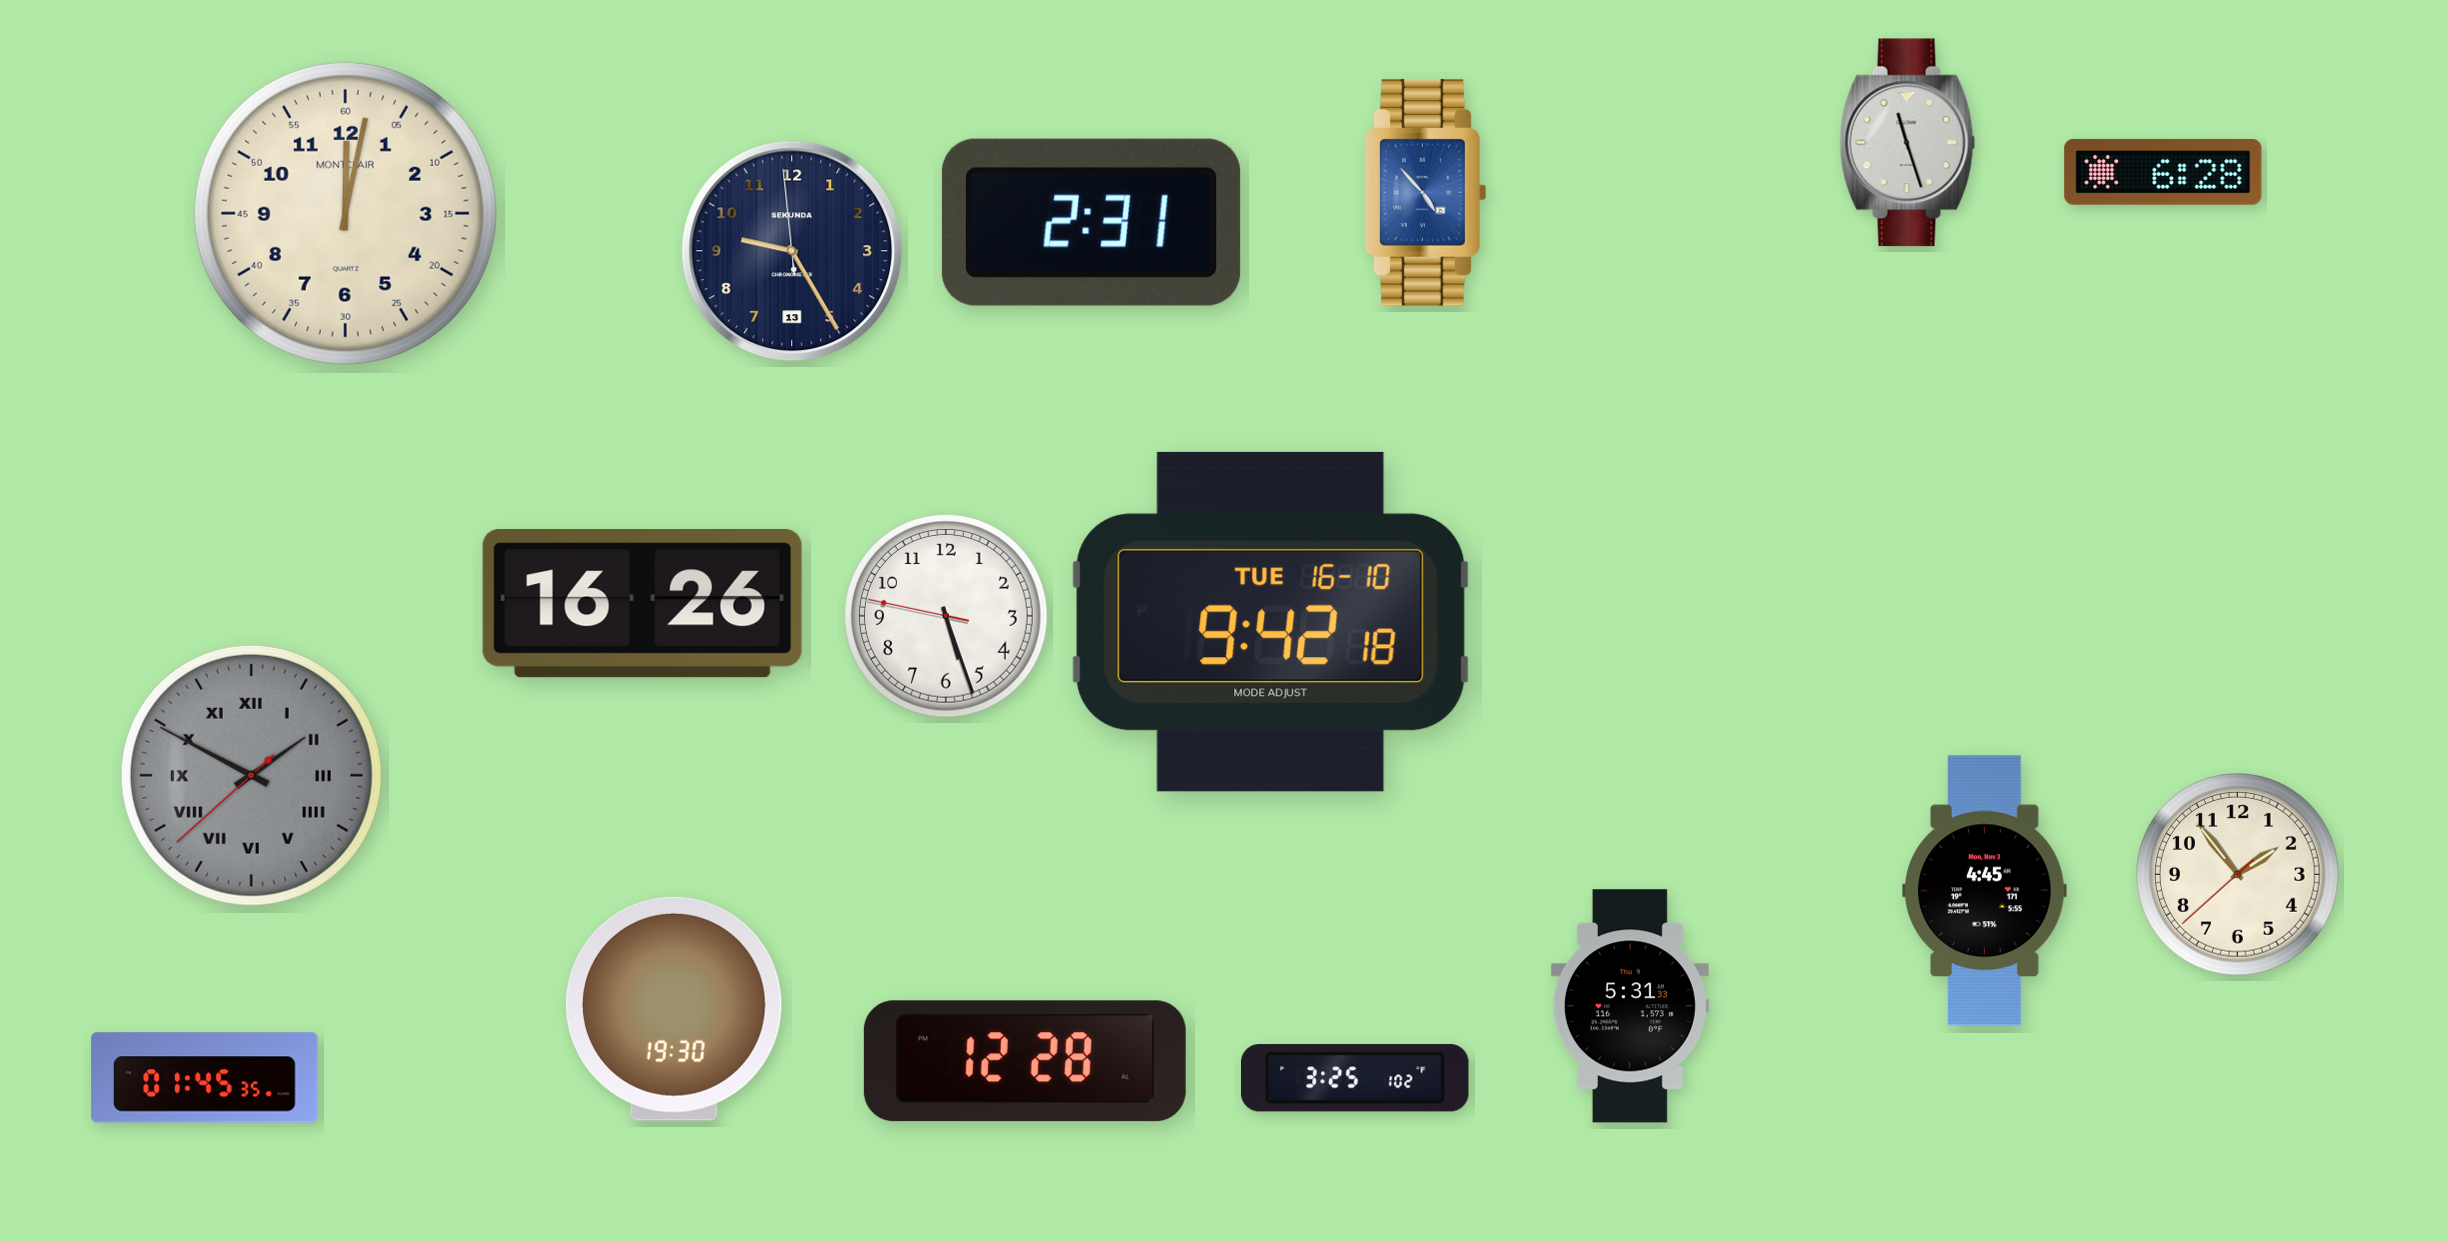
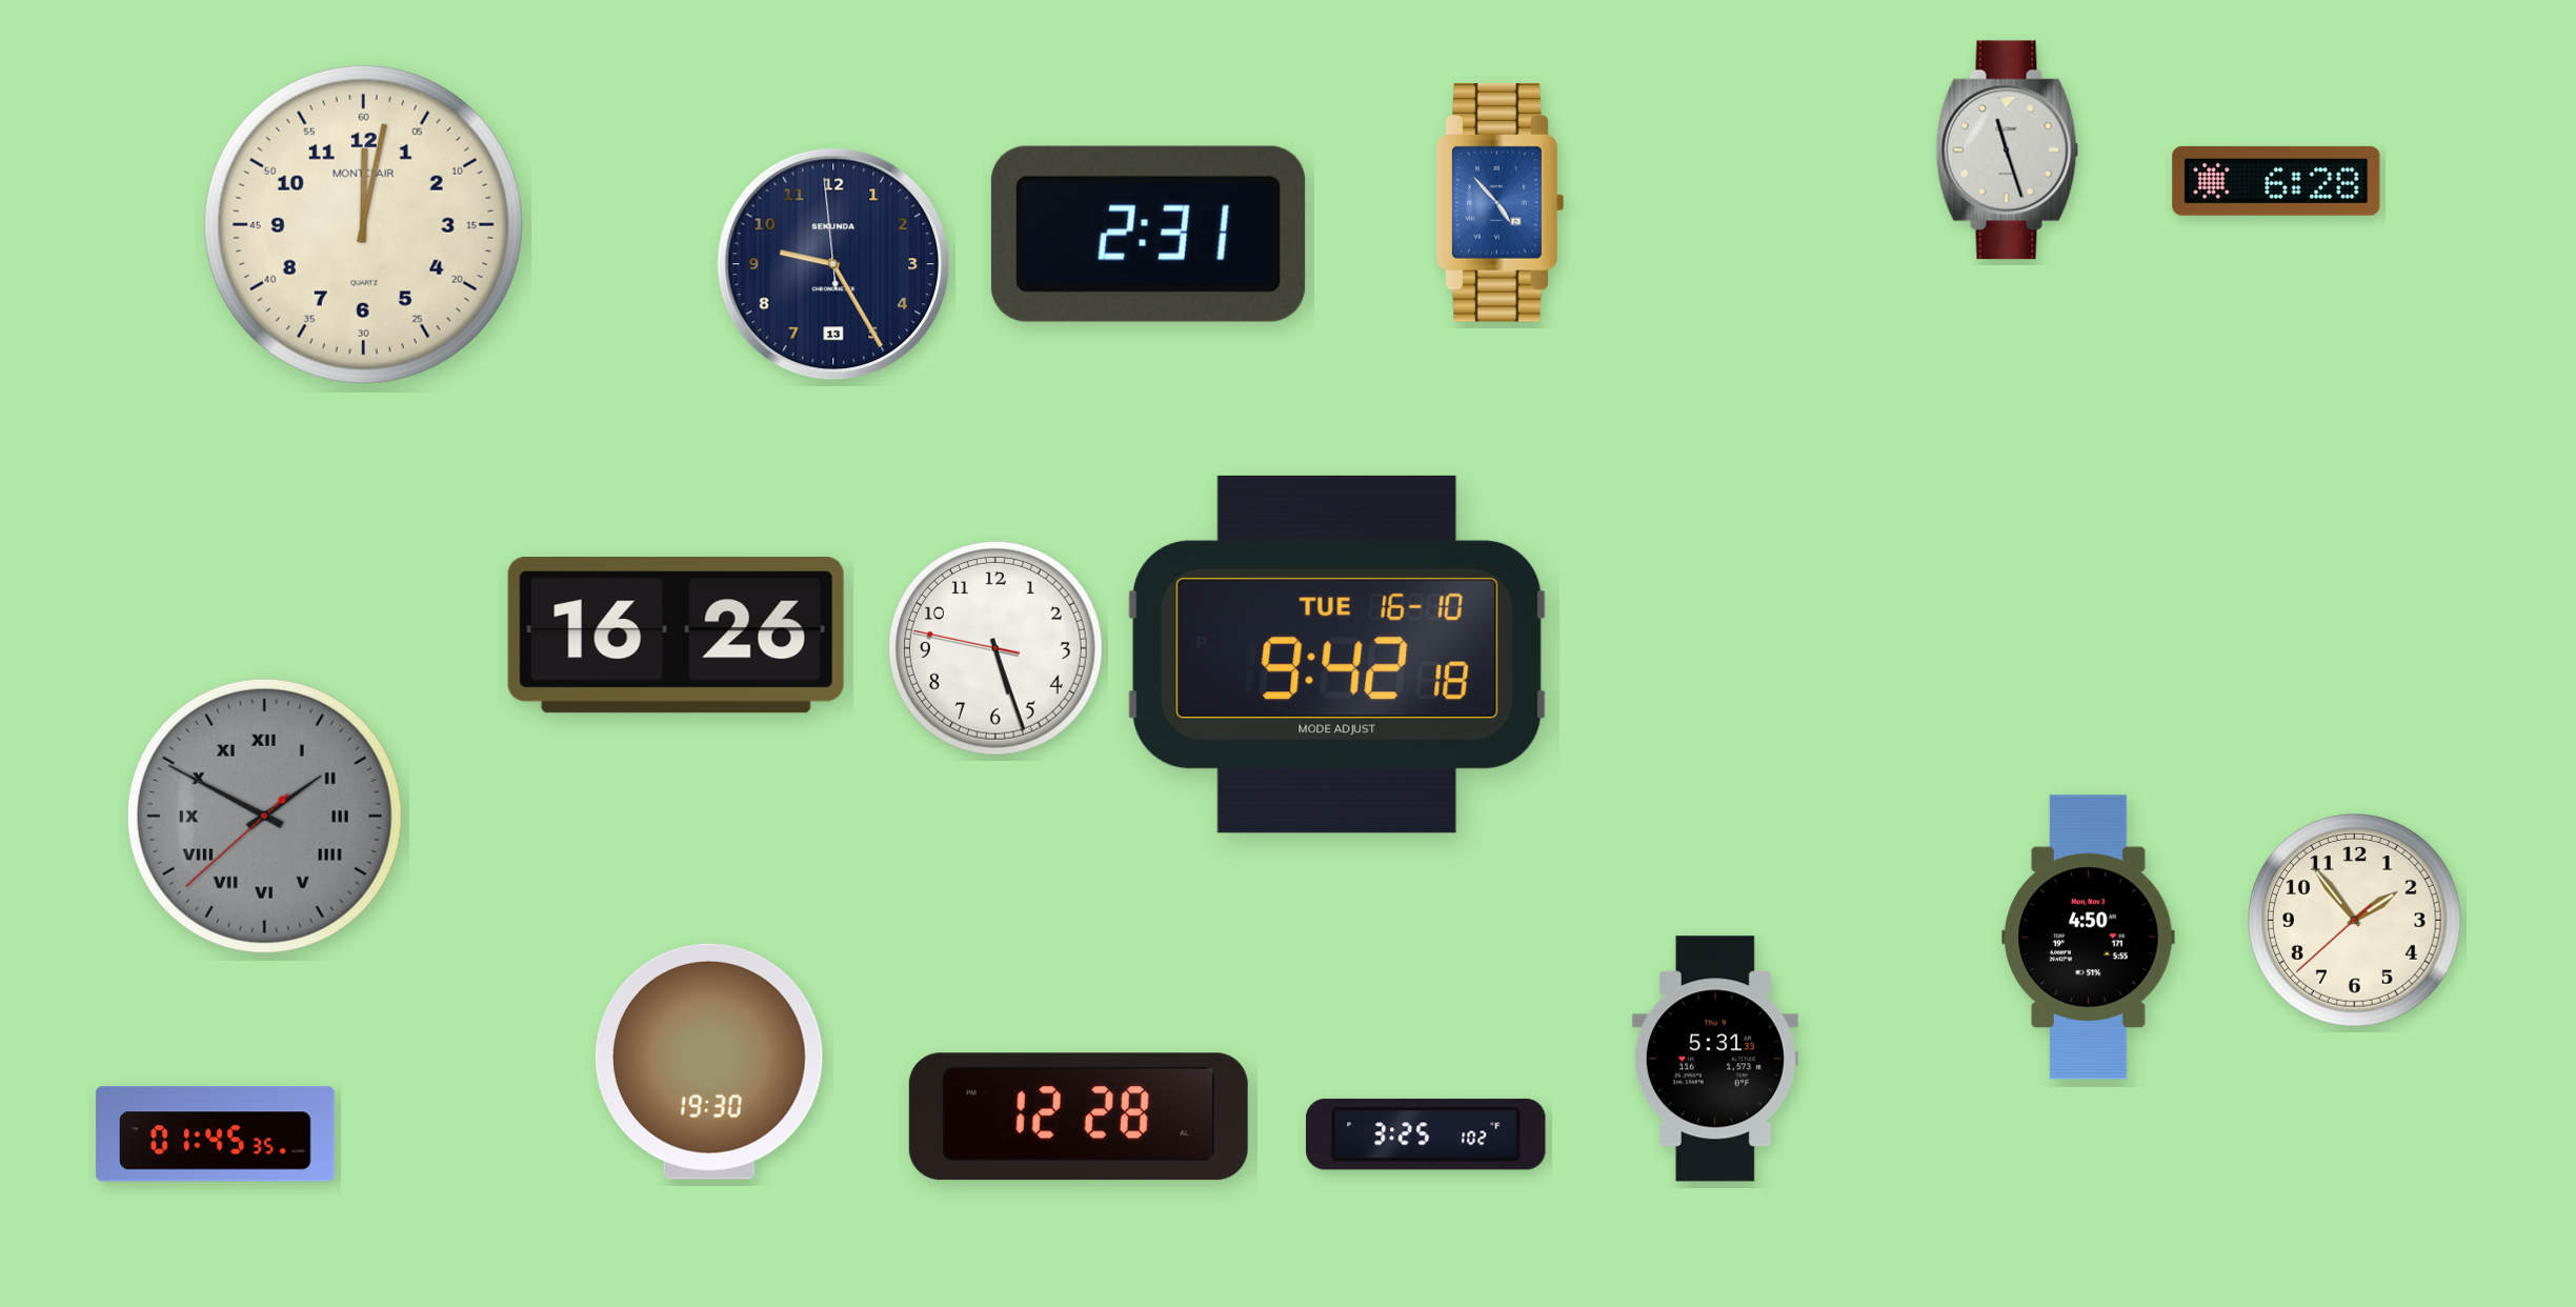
clock at (1985, 891): 4:45 -> 4:50
